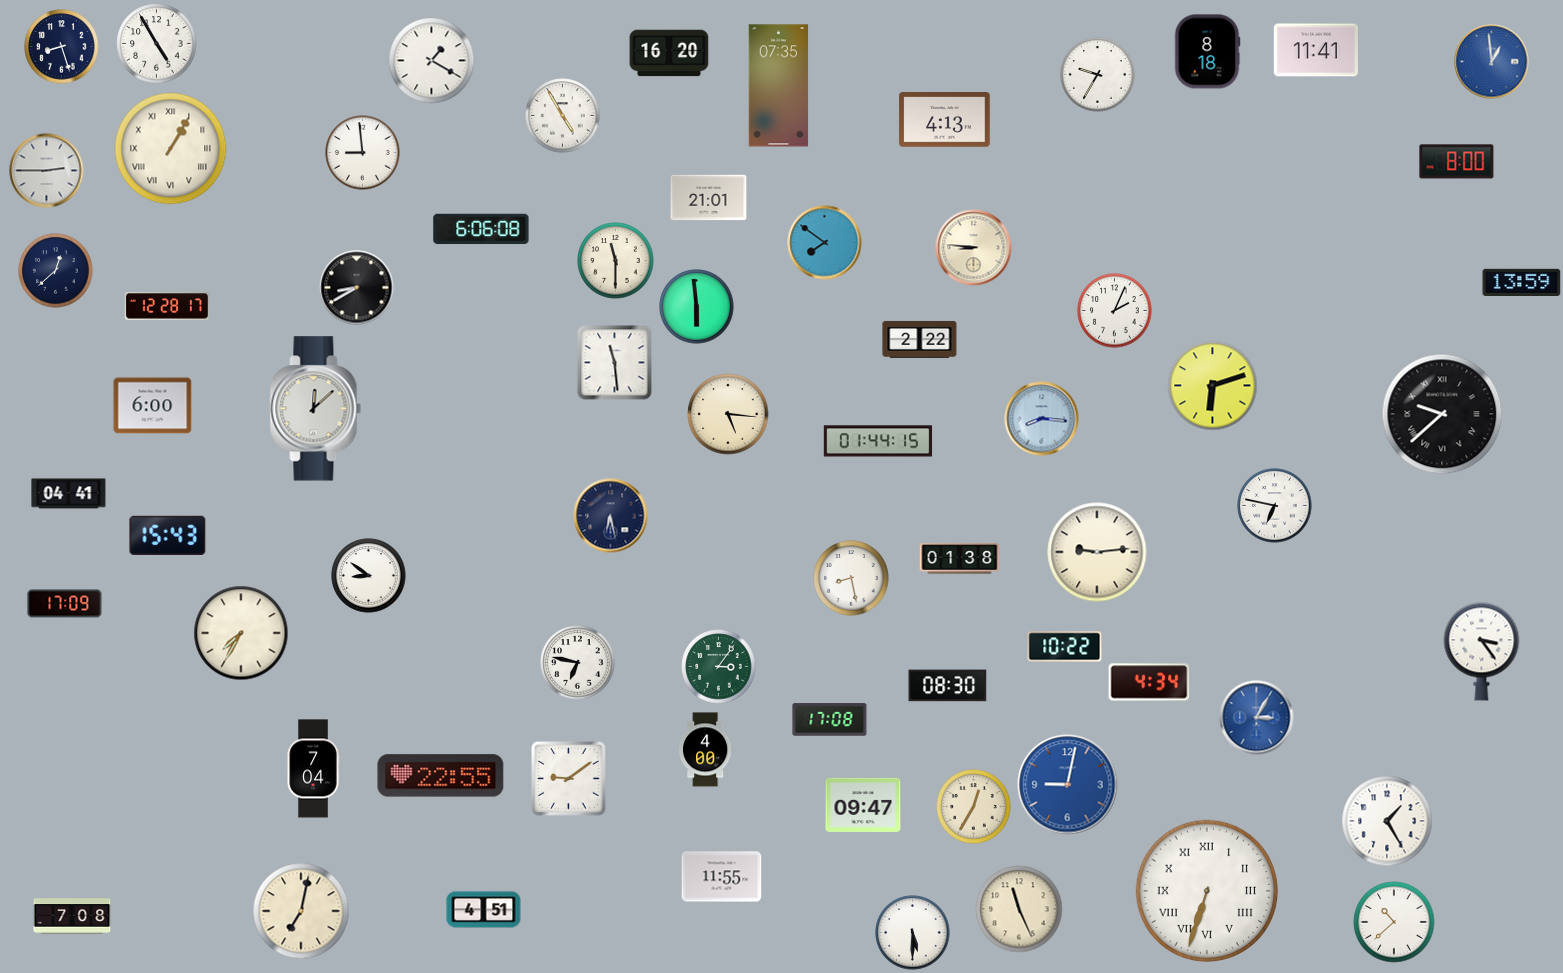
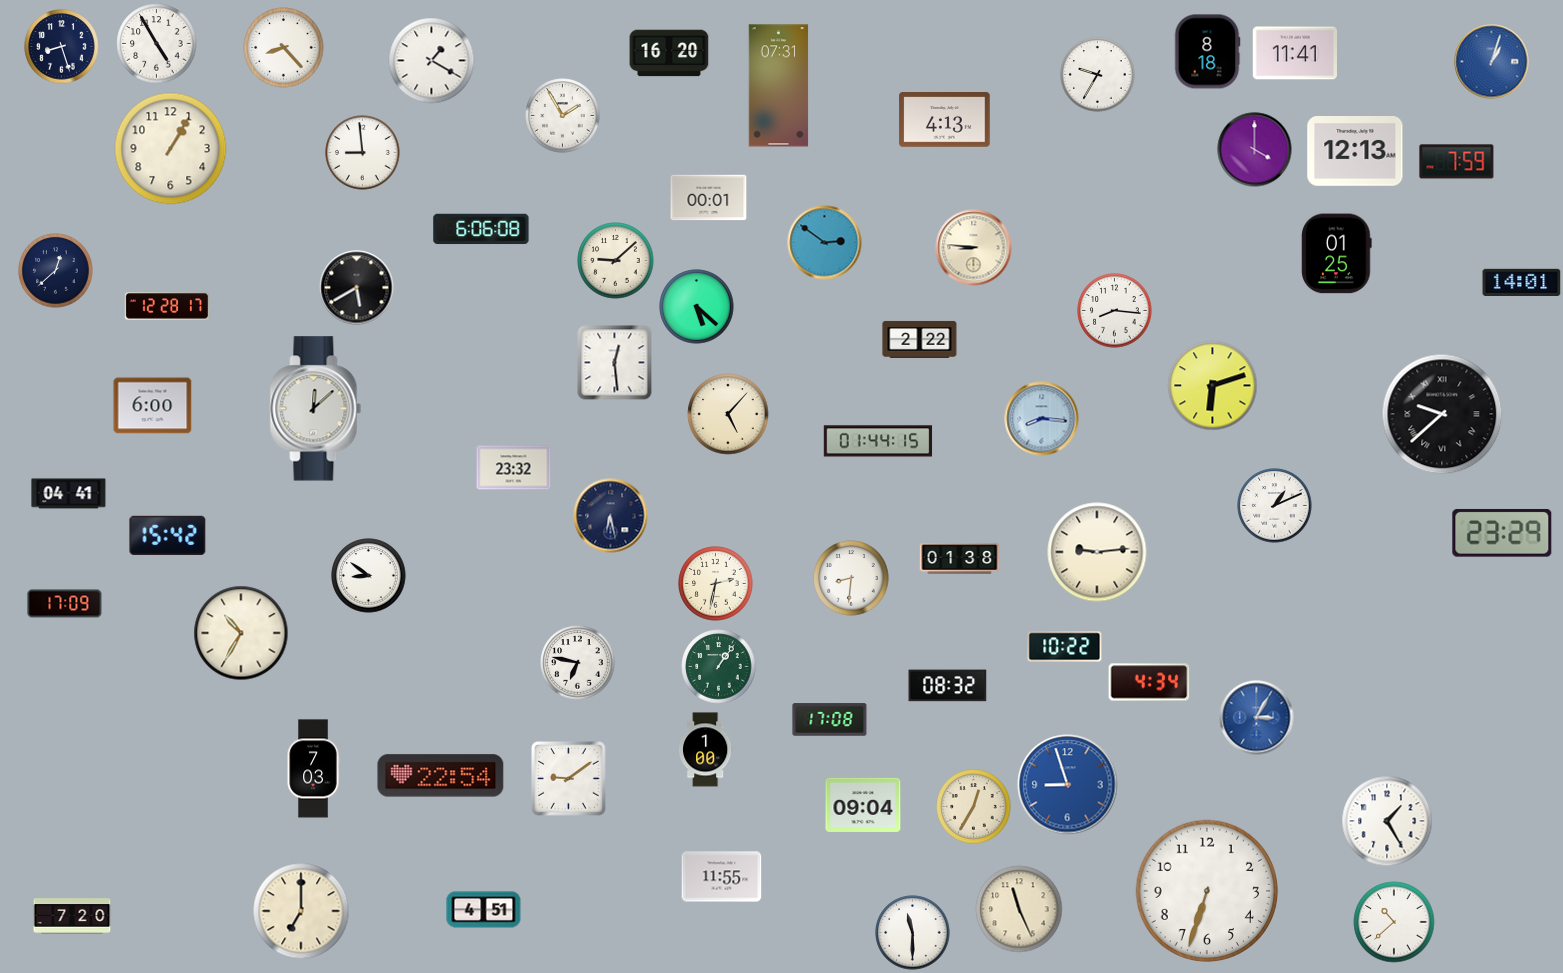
clock at (284, 48): none -> 8:23
clock at (1315, 50) position: (1315, 50) -> (1294, 53)
clock at (1492, 62): 12:59 -> 1:03
clock at (779, 86): 07:35 -> 07:31
clock at (563, 116): 4:55 -> 1:55
clock at (171, 149) numerals: Roman -> Arabic
clock at (1255, 150): none -> 4:00
clock at (1355, 152): none -> 12:13
clock at (1457, 162): 8:00 -> 7:59
clock at (47, 171): 2:45 -> none
clock at (709, 198): 21:01 -> 00:01
clock at (825, 243): 7:51 -> 2:51
clock at (1337, 254): none -> 01:25
clock at (616, 261): 11:30 -> 9:08
clock at (1522, 282): 13:59 -> 14:01
clock at (357, 288): 8:40 -> 5:40
clock at (697, 307): 5:59 -> 5:22
clock at (1115, 311): 2:04 -> 8:16
clock at (615, 363): 11:29 -> 12:29
clock at (728, 414): 5:16 -> 5:07
clock at (514, 468): none -> 23:32
clock at (1275, 506): 6:47 -> 1:11
clock at (1502, 533): none -> 23:29
clock at (168, 535): 15:43 -> 15:42
clock at (851, 578): 8:28 -> 8:31
clock at (716, 584): none -> 2:32
clock at (241, 633): 7:35 -> 10:35
clock at (1482, 652): 3:24 -> none
clock at (719, 667): 3:06 -> 1:06
clock at (948, 686): 08:30 -> 08:32
clock at (706, 750): 4:00 -> 1:00
clock at (313, 769): 7:04 -> 7:03
clock at (441, 776): 22:55 -> 22:54
clock at (1068, 785): 9:02 -> 8:57
clock at (863, 805): 09:47 -> 09:04
clock at (1207, 891) numerals: Roman -> Arabic
clock at (301, 911): 7:02 -> 7:00
clock at (72, 916): 7:08 -> 7:20
clock at (913, 933): 5:30 -> 11:30
